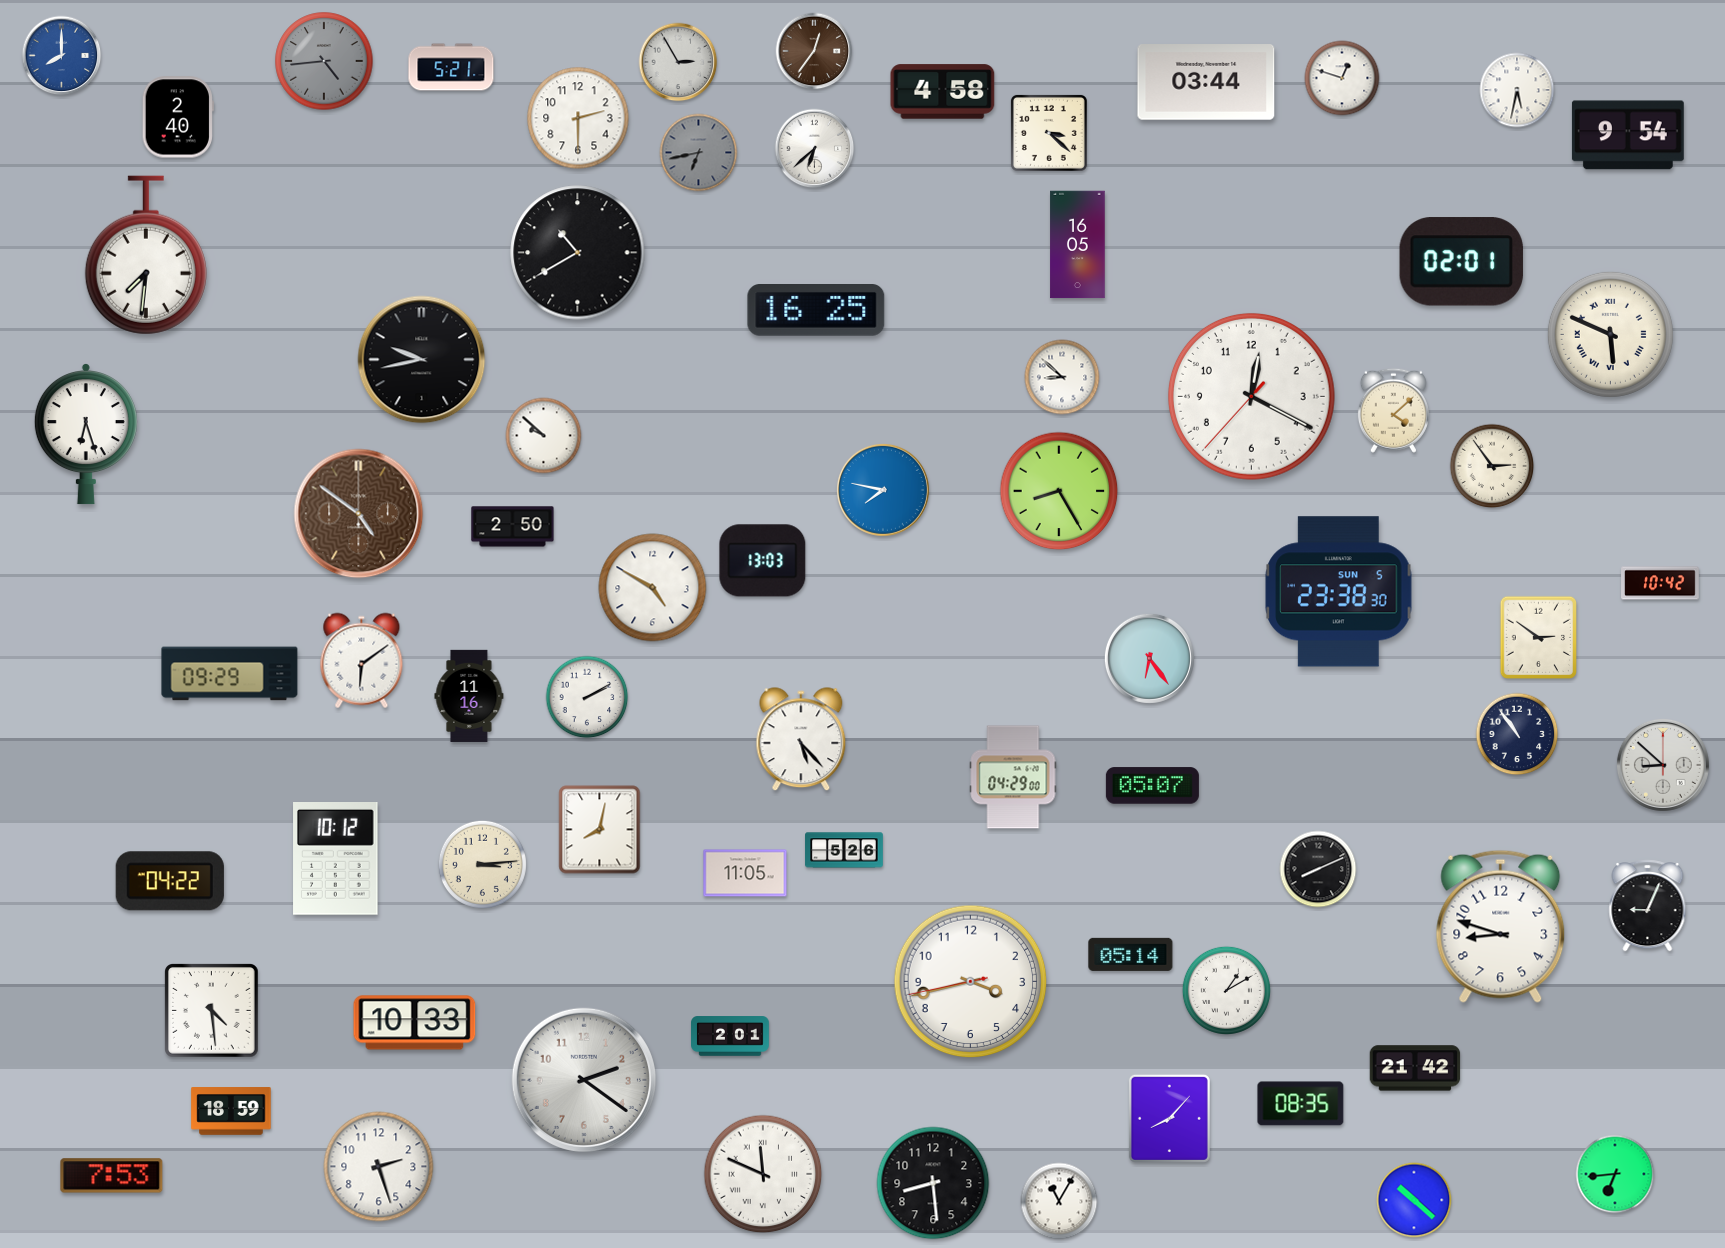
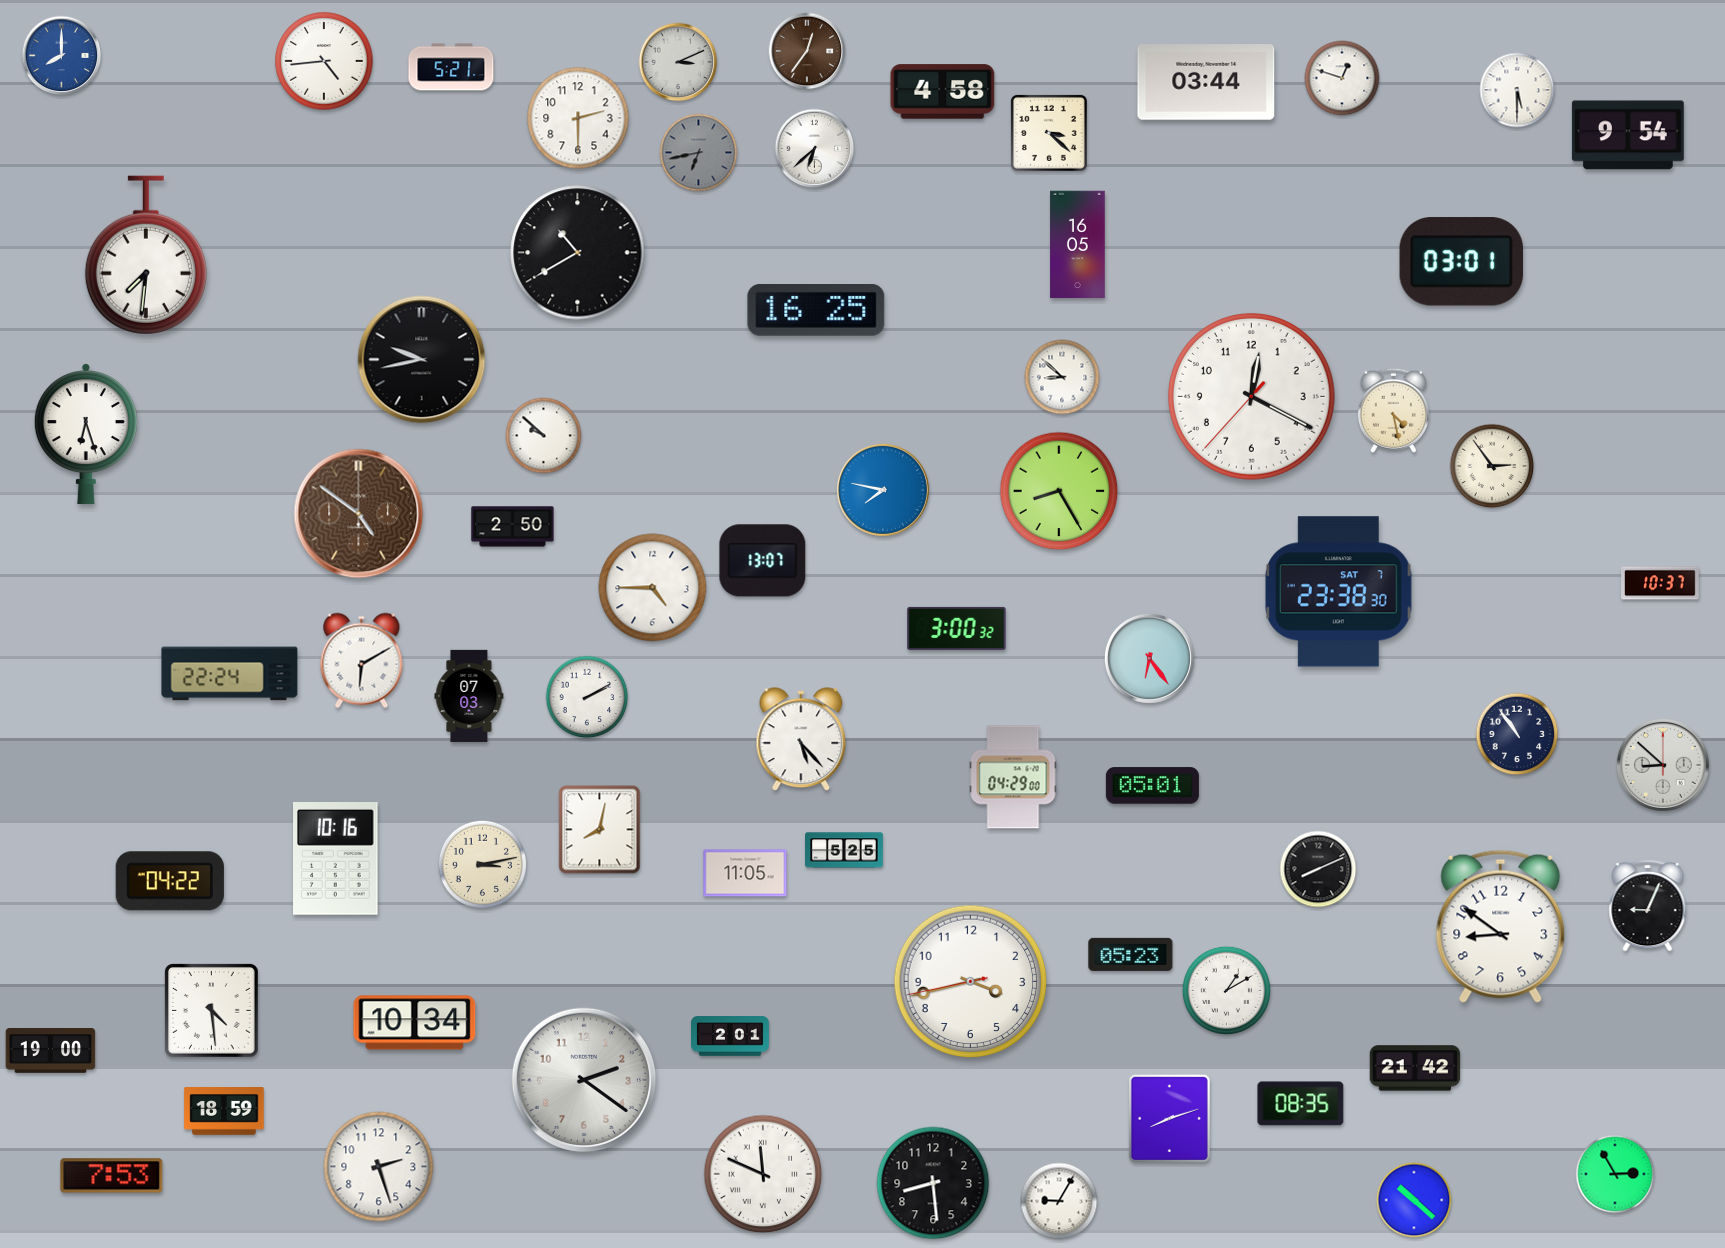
clock at (814, 51) position: (814, 51) -> (807, 51)
clock at (324, 61) dial: grey -> white
clock at (678, 62): 2:55 -> 3:11
clock at (1517, 90): 5:32 -> 5:30
clock at (178, 117): 2:40 -> none
clock at (1461, 262): 02:01 -> 03:01
clock at (1610, 334): 5:49 -> none
clock at (1393, 410): 4:08 -> 4:28
clock at (763, 561): 13:03 -> 13:07
clock at (1660, 583): 10:42 -> 10:37
clock at (653, 588): 4:50 -> 4:45
clock at (1339, 592) date: SUN 5 -> SAT 7
clock at (957, 628): none -> 3:00
clock at (1538, 637): 2:51 -> none
clock at (362, 661): 6:09 -> 6:10
clock at (230, 674): 09:29 -> 22:24
clock at (469, 696): 11:16 -> 07:03
clock at (1152, 786): 05:07 -> 05:01
clock at (844, 850): 5:26 -> 5:25
clock at (336, 859): 10:12 -> 10:16
clock at (482, 864): 3:14 -> 3:13
clock at (1501, 926): 8:48 -> 8:51
clock at (1131, 954): 05:14 -> 05:23
clock at (415, 1023): 10:33 -> 10:34
clock at (51, 1051): none -> 19:00
clock at (231, 1111) position: (231, 1111) -> (224, 1111)
clock at (1169, 1118): 8:07 -> 8:12
clock at (1615, 1174): 6:44 -> 2:55
clock at (1059, 1201): 11:05 -> 9:05
